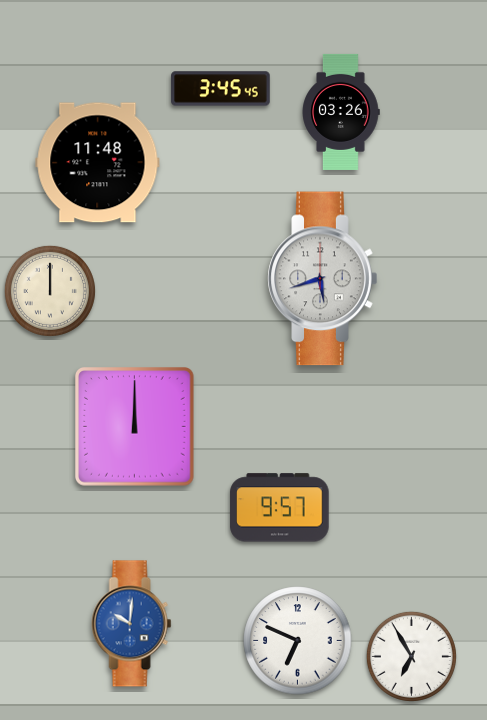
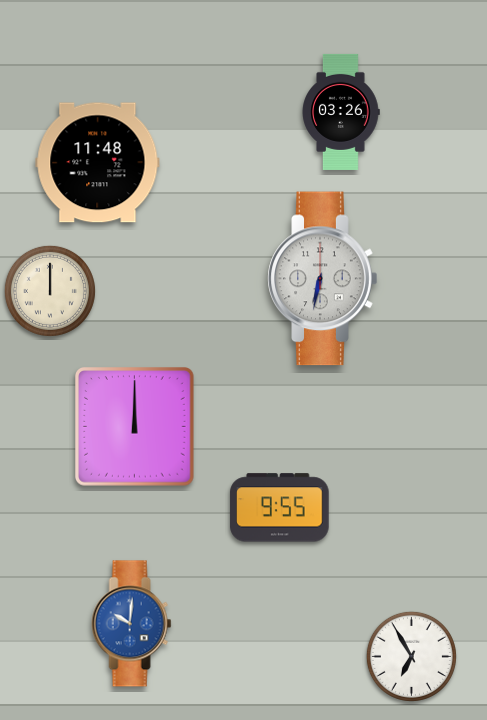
clock at (221, 89): 3:45 -> none
clock at (323, 279): 5:42 -> 6:32
clock at (280, 508): 9:57 -> 9:55
clock at (298, 641): 6:49 -> none
